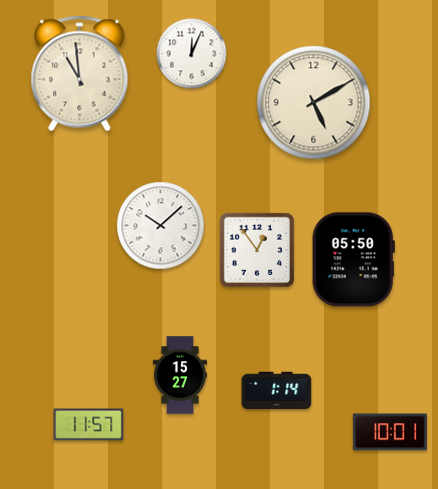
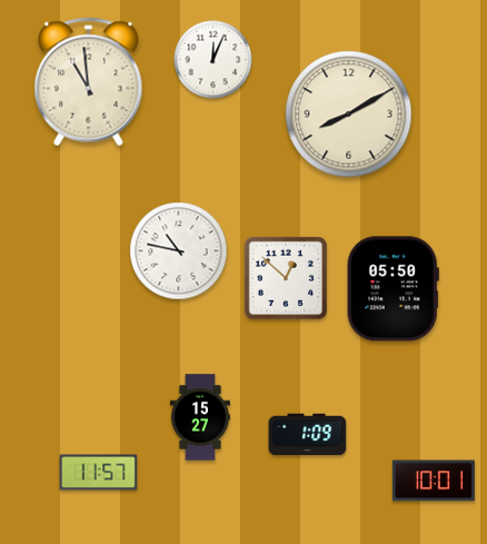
clock at (314, 103): 5:10 -> 8:10
clock at (161, 226): 10:08 -> 10:47
clock at (257, 250): 12:54 -> 12:52
clock at (277, 391): 1:14 -> 1:09
